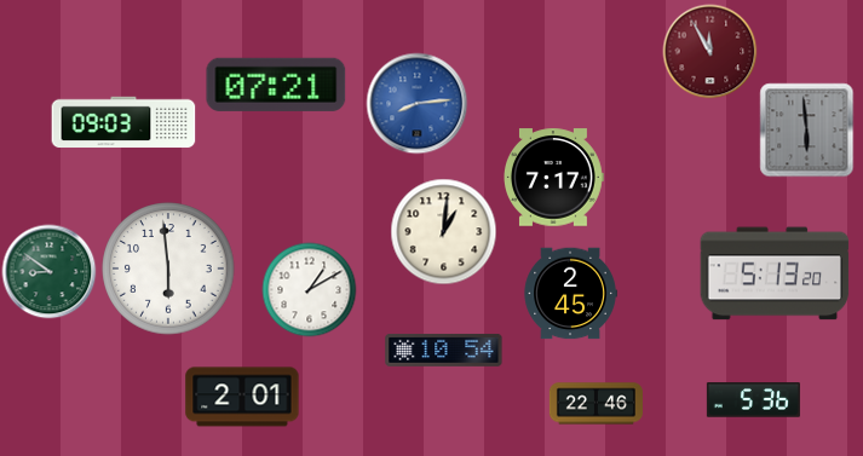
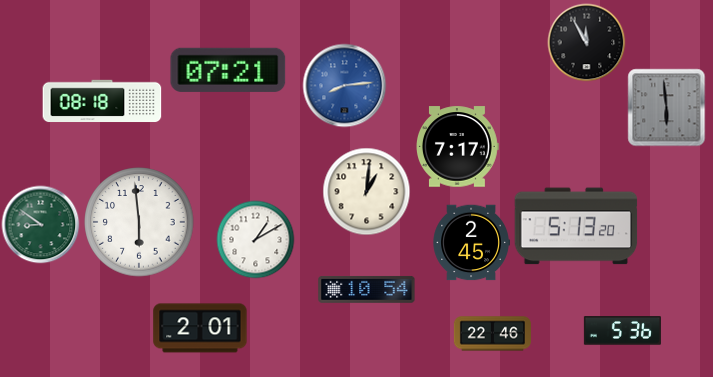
clock at (709, 51) dial: burgundy -> black
clock at (123, 122): 09:03 -> 08:18
clock at (775, 273) position: (775, 273) -> (576, 226)
